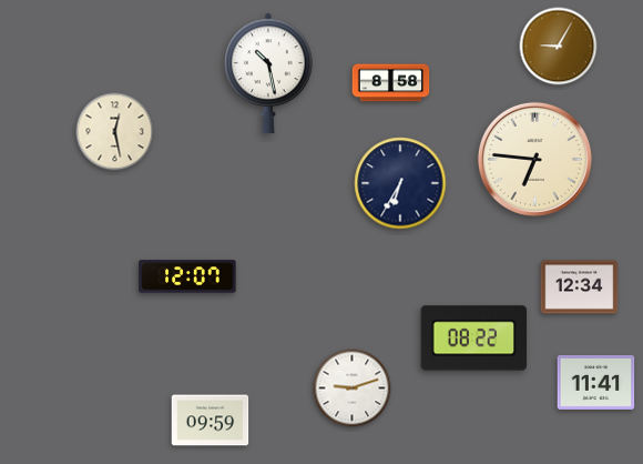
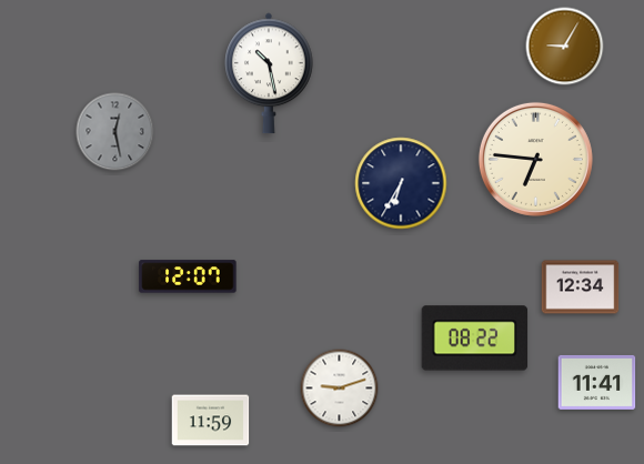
clock at (559, 47) position: (559, 47) -> (565, 47)
clock at (391, 83): 8:58 -> none
clock at (115, 132) dial: cream -> grey
clock at (353, 389) position: (353, 389) -> (340, 389)
clock at (211, 421): 09:59 -> 11:59
